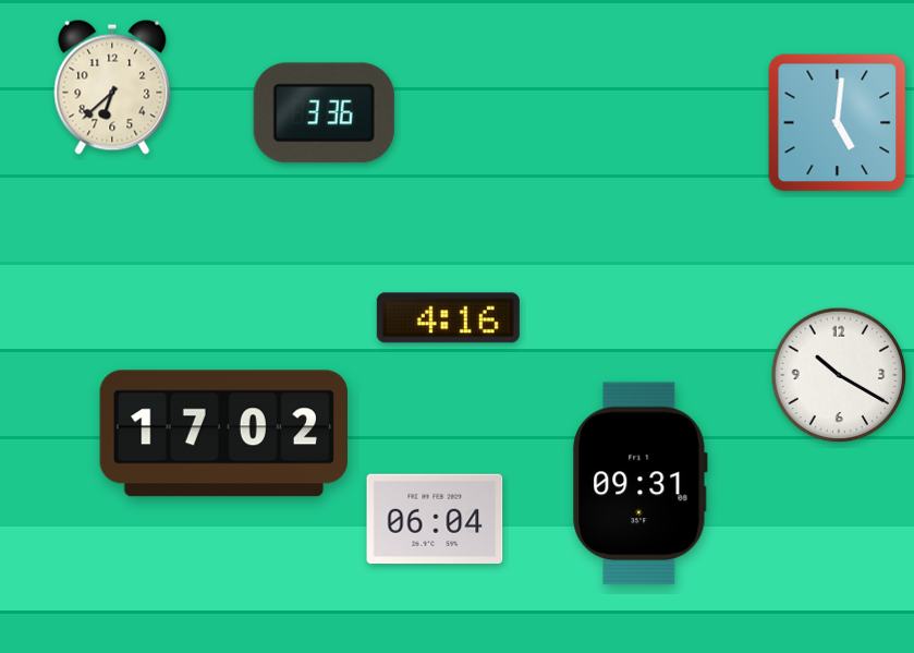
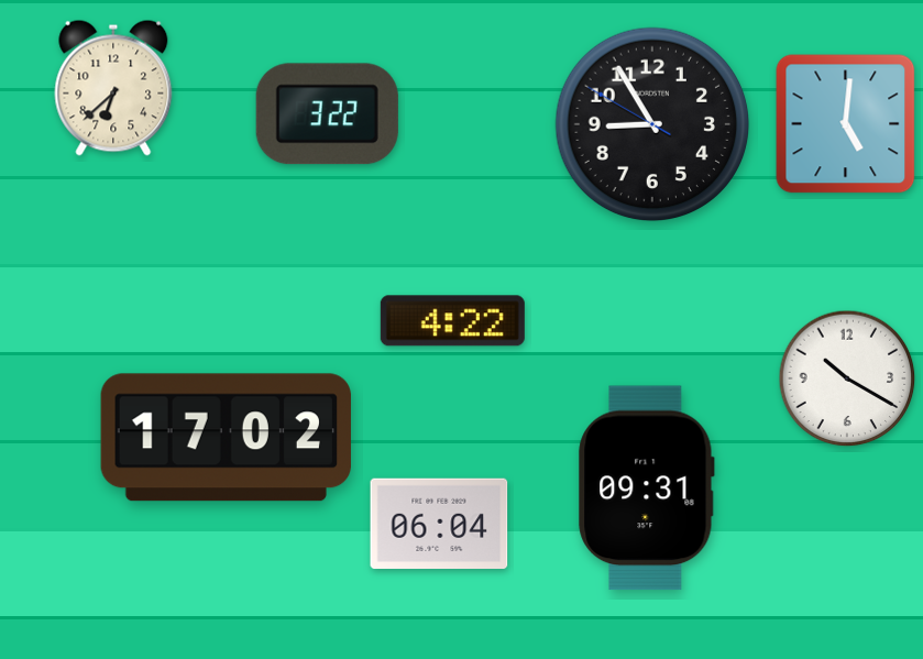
clock at (324, 113): 3:36 -> 3:22
clock at (652, 124): none -> 8:54
clock at (448, 318): 4:16 -> 4:22
